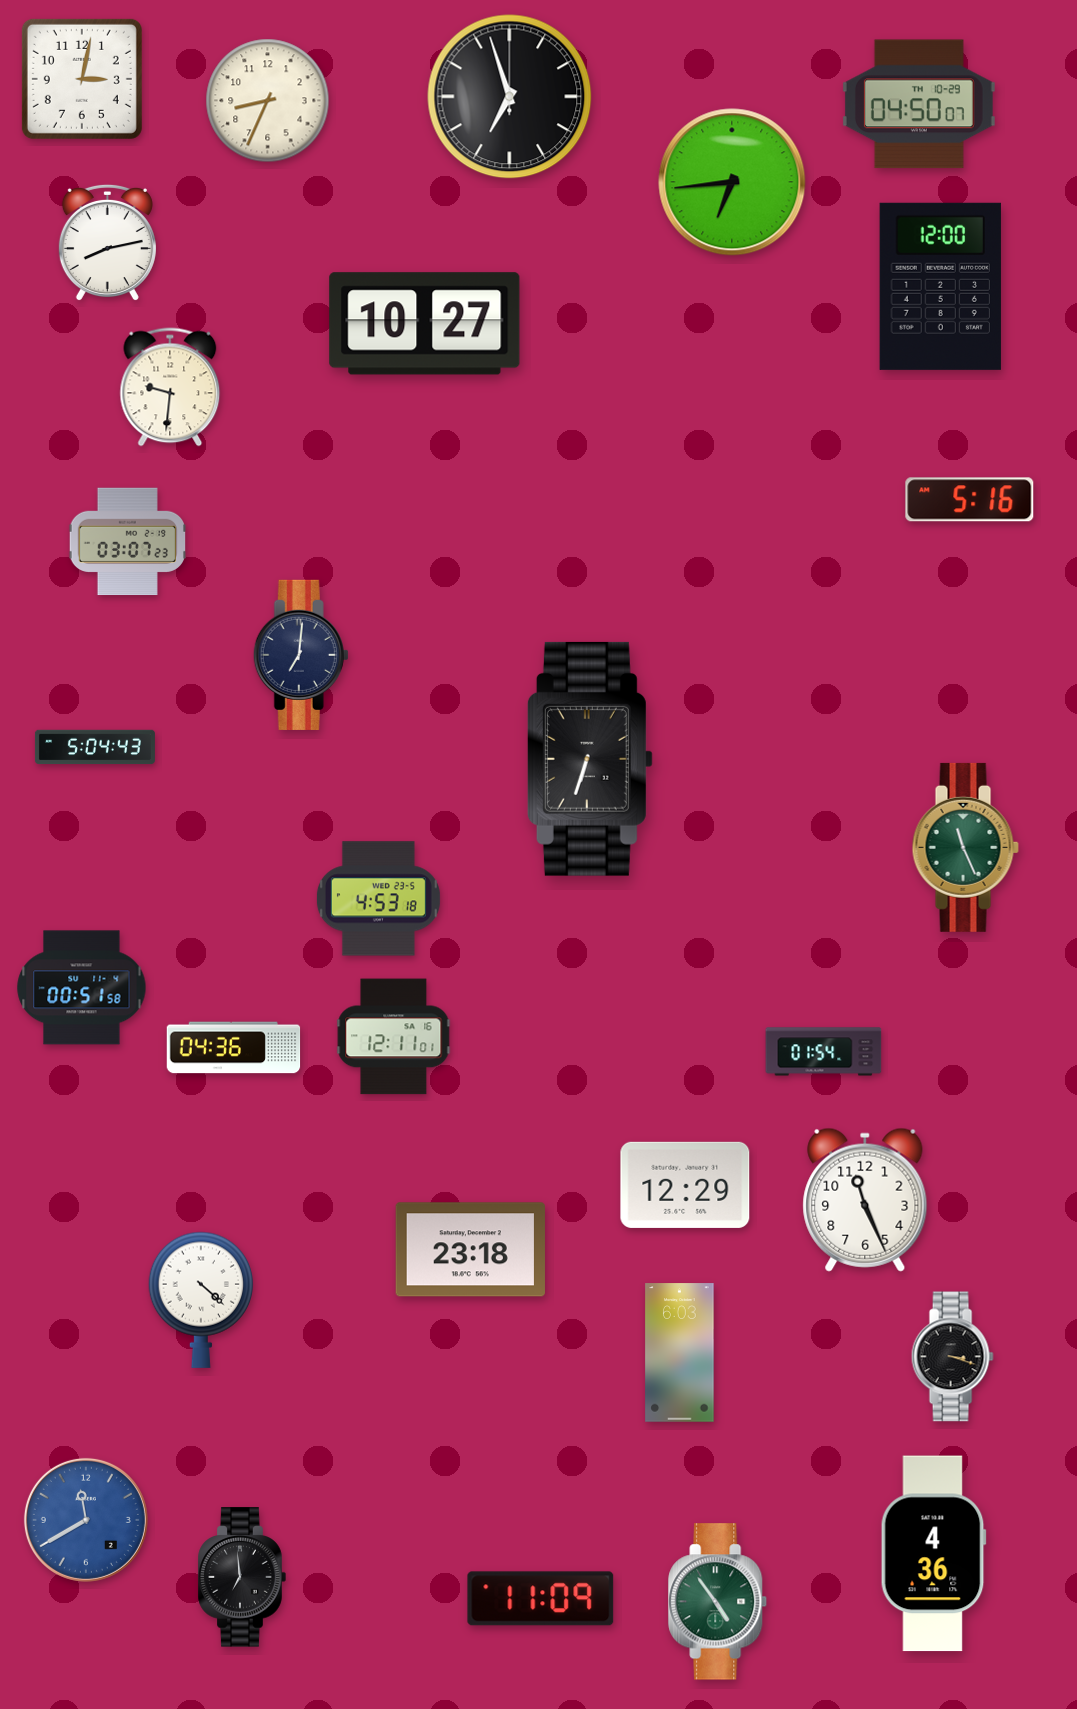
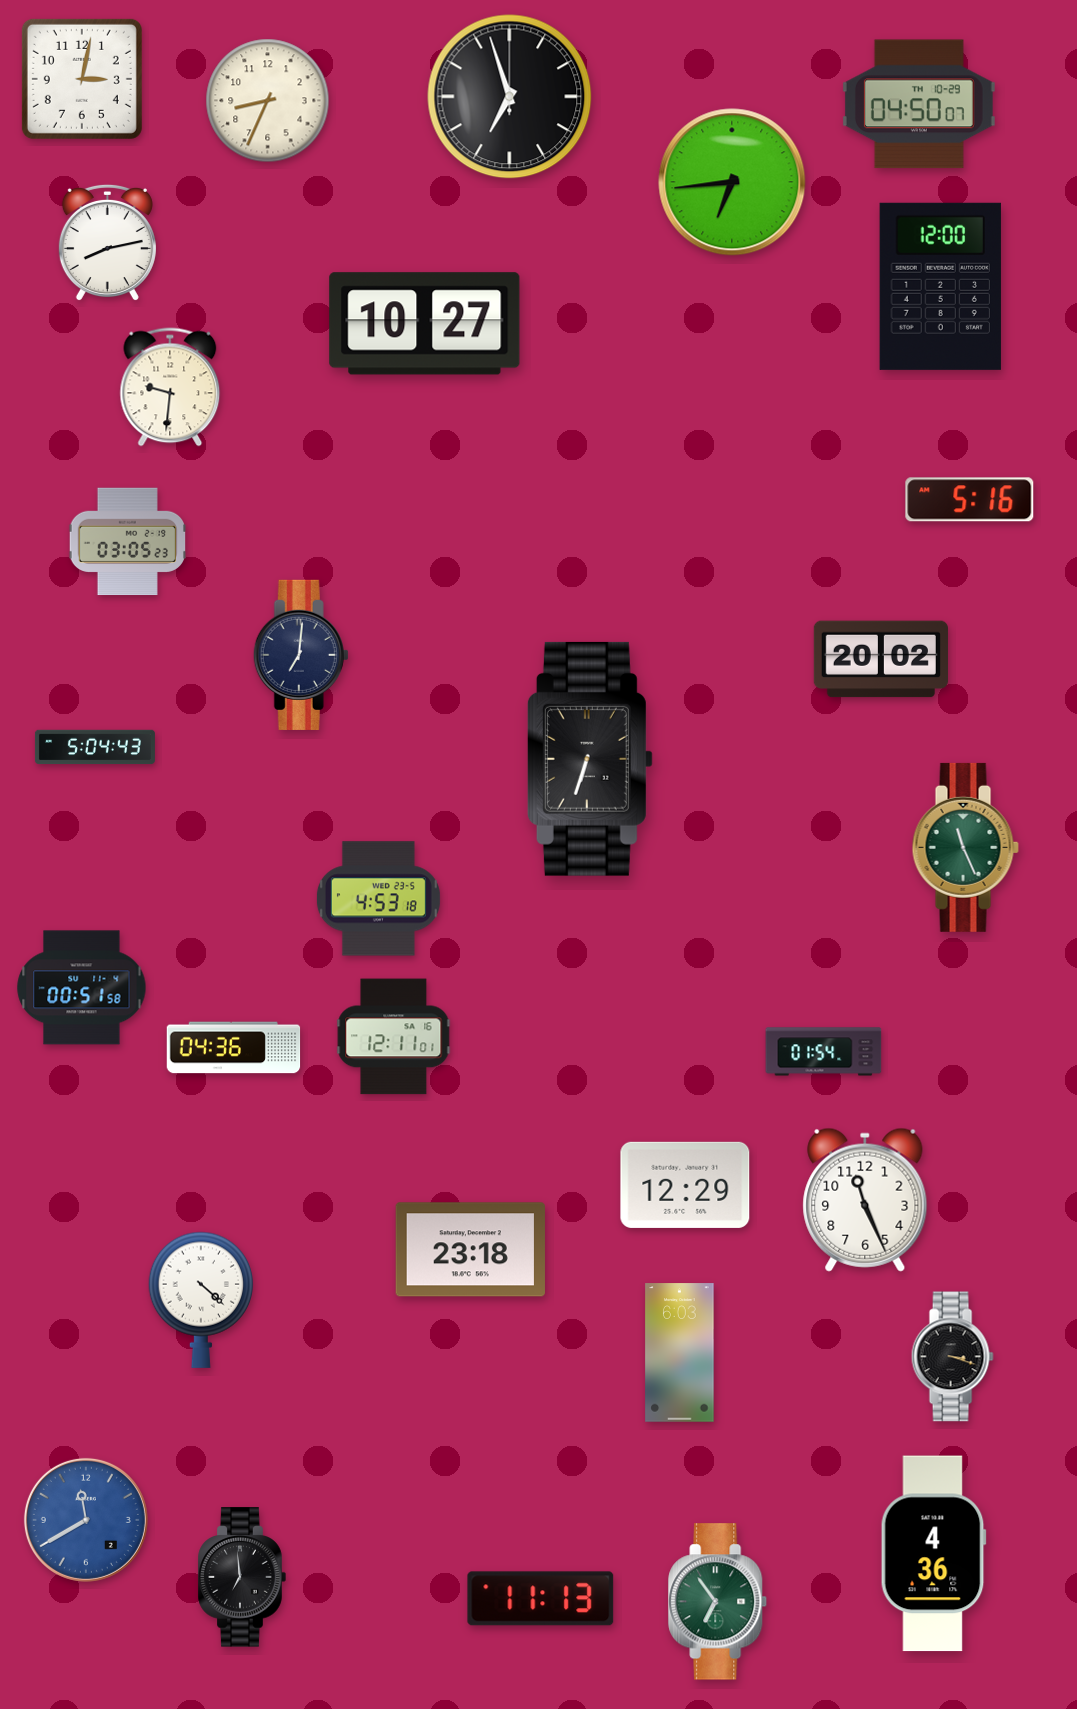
clock at (127, 542): 03:07 -> 03:05
clock at (881, 659): none -> 20:02
clock at (541, 1599): 11:09 -> 11:13
clock at (718, 1602): 4:54 -> 6:54
